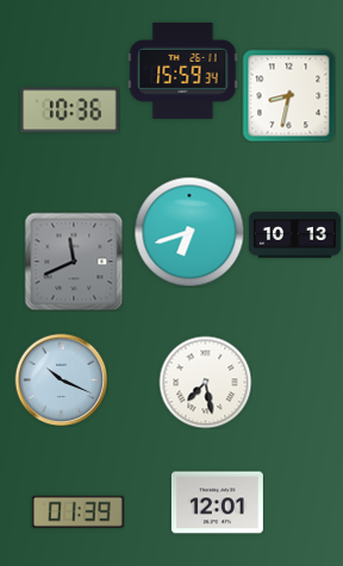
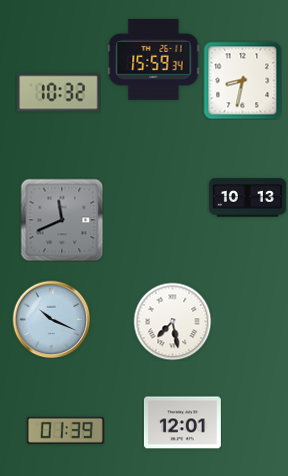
clock at (70, 111): 10:36 -> 10:32
clock at (189, 232): 6:42 -> none
